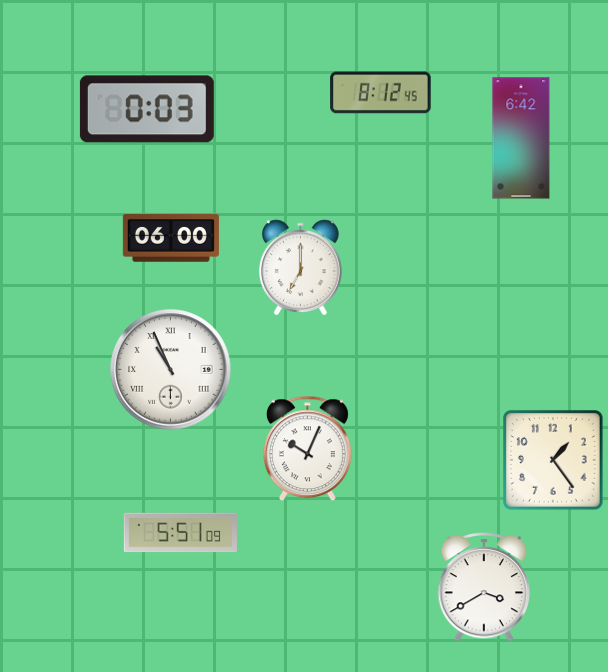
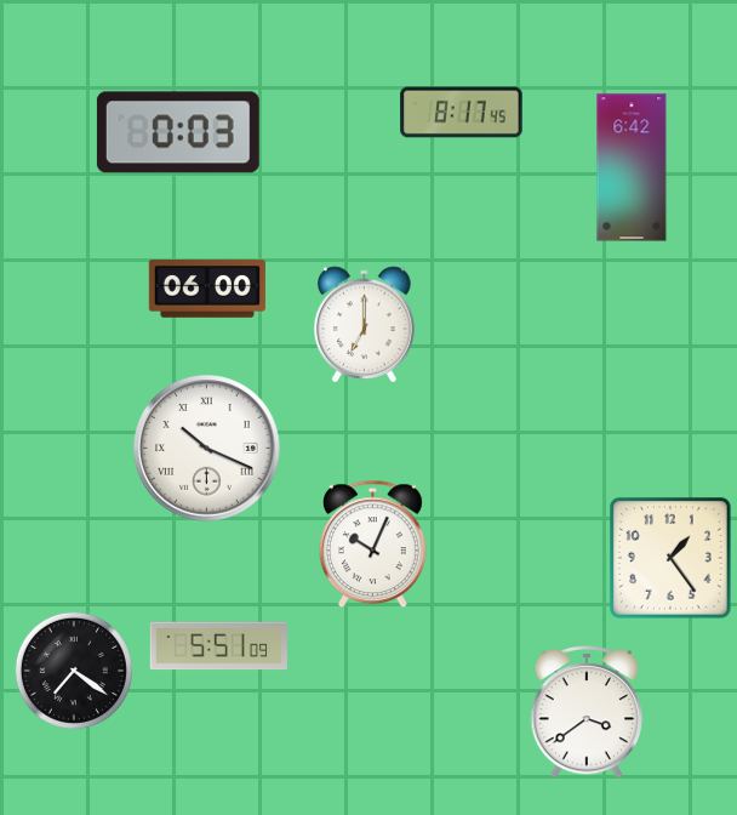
clock at (381, 93): 8:12 -> 8:17
clock at (171, 370): 10:56 -> 10:19
clock at (74, 671): none -> 7:21
clock at (484, 588): 3:40 -> 3:39
